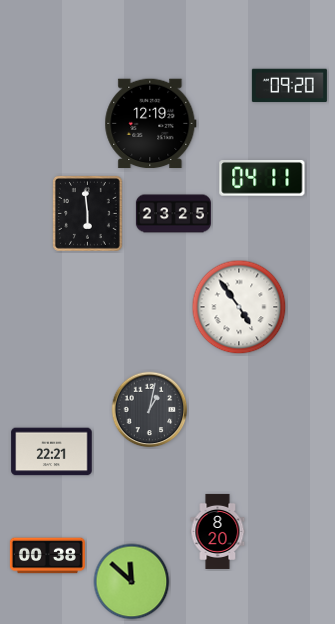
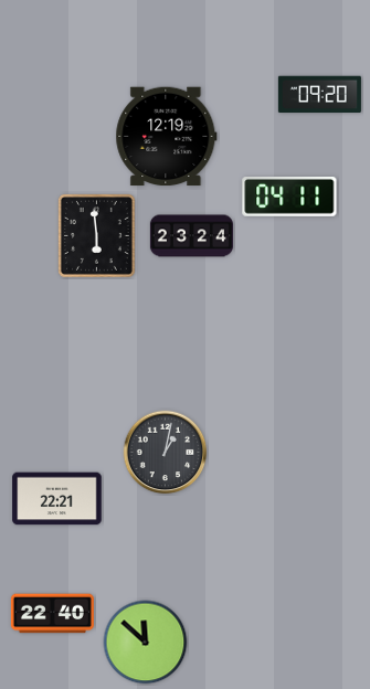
clock at (173, 214): 23:25 -> 23:24
clock at (239, 307): 4:54 -> none
clock at (218, 531): 8:20 -> none
clock at (47, 556): 00:38 -> 22:40
